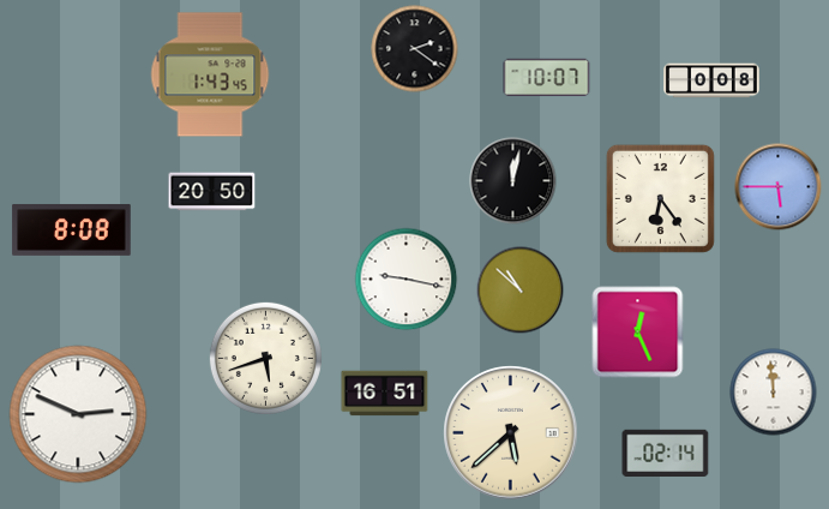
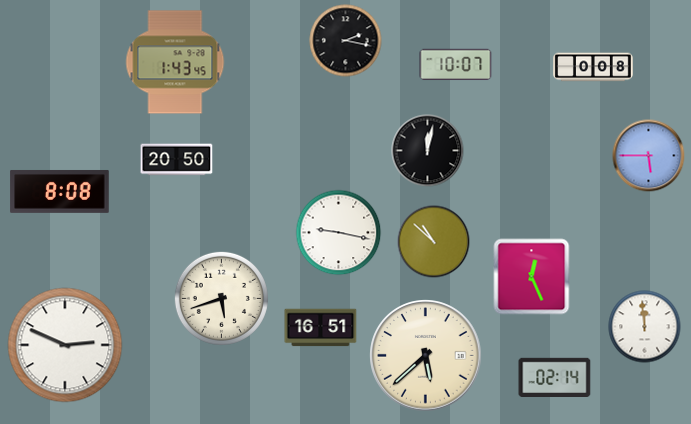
clock at (415, 49): 2:21 -> 2:17
clock at (660, 198): 6:24 -> none
clock at (511, 433) position: (511, 433) -> (426, 356)
